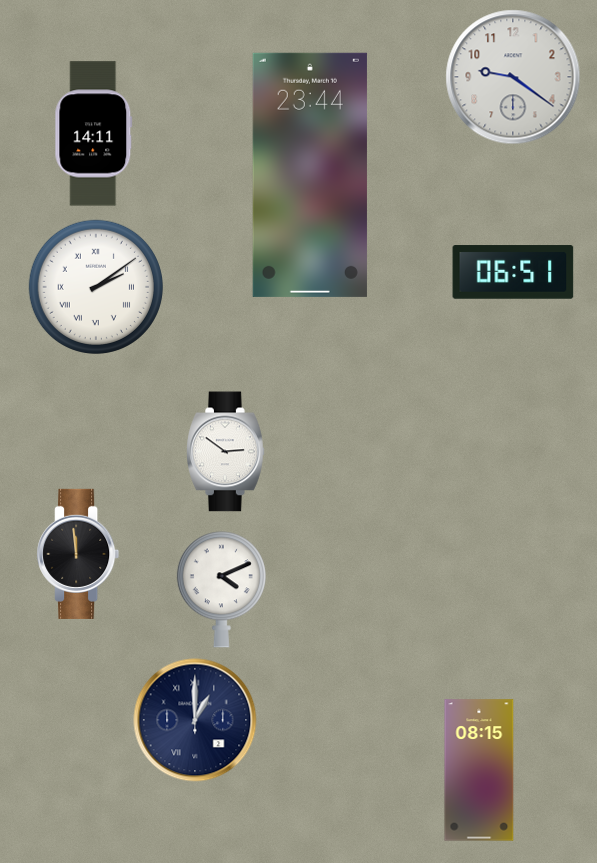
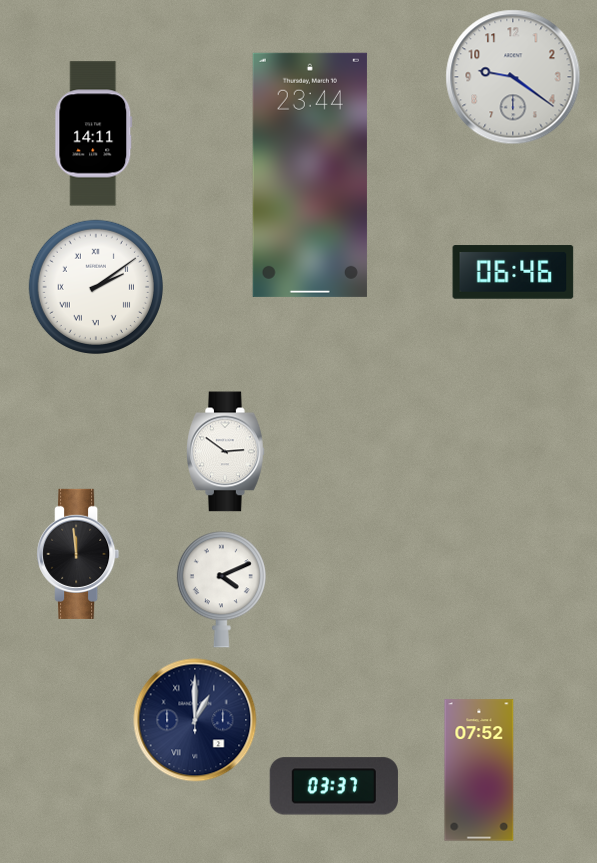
clock at (513, 272): 06:51 -> 06:46
clock at (479, 770): 08:15 -> 07:52
clock at (334, 786): none -> 03:37
